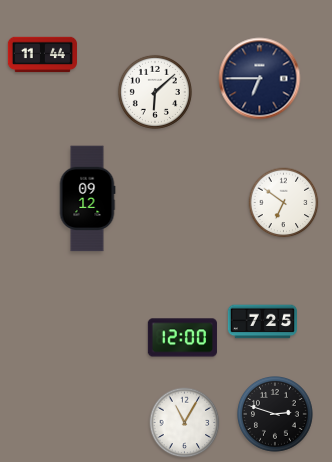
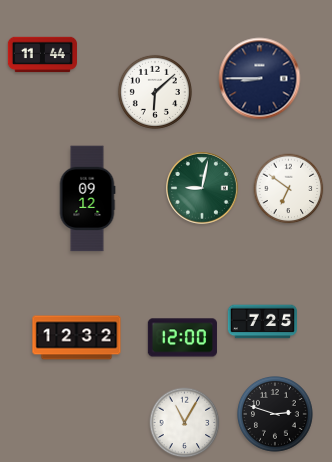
clock at (260, 79): 6:45 -> 8:45
clock at (202, 188): none -> 9:02
clock at (284, 203) position: (284, 203) -> (289, 189)
clock at (77, 338): none -> 12:32
